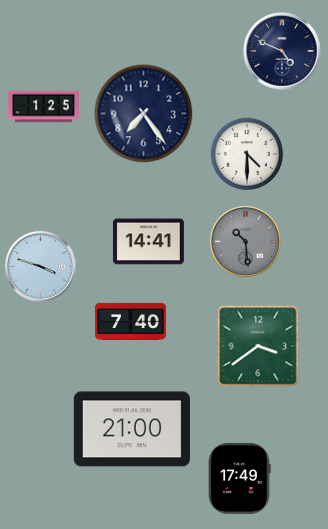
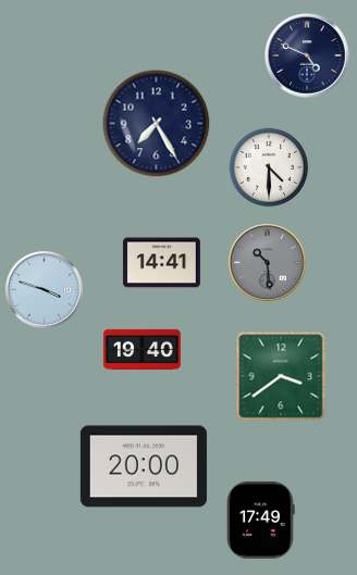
clock at (43, 107): 1:25 -> none
clock at (144, 114): 7:24 -> 7:25
clock at (130, 321): 7:40 -> 19:40
clock at (132, 429): 21:00 -> 20:00
